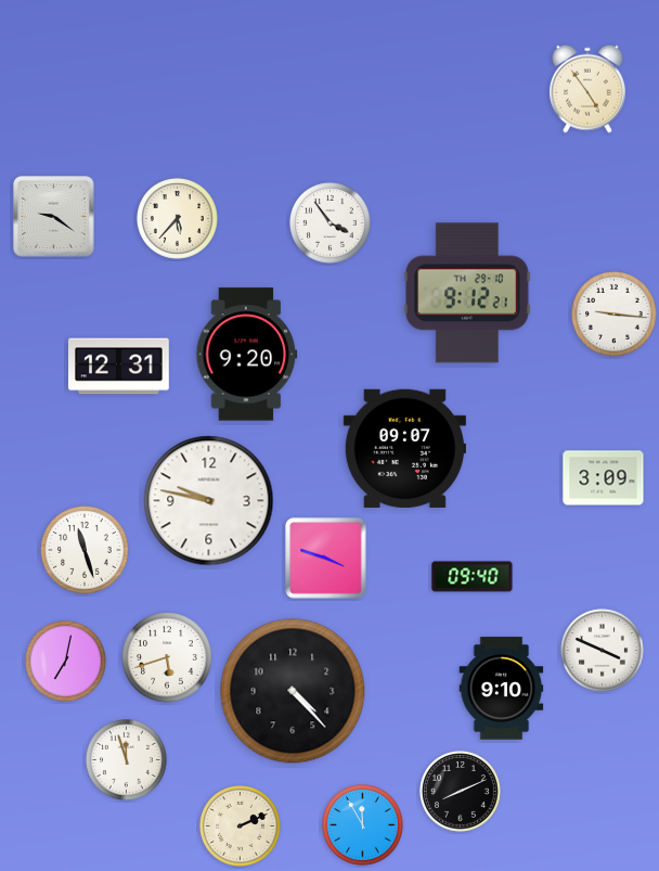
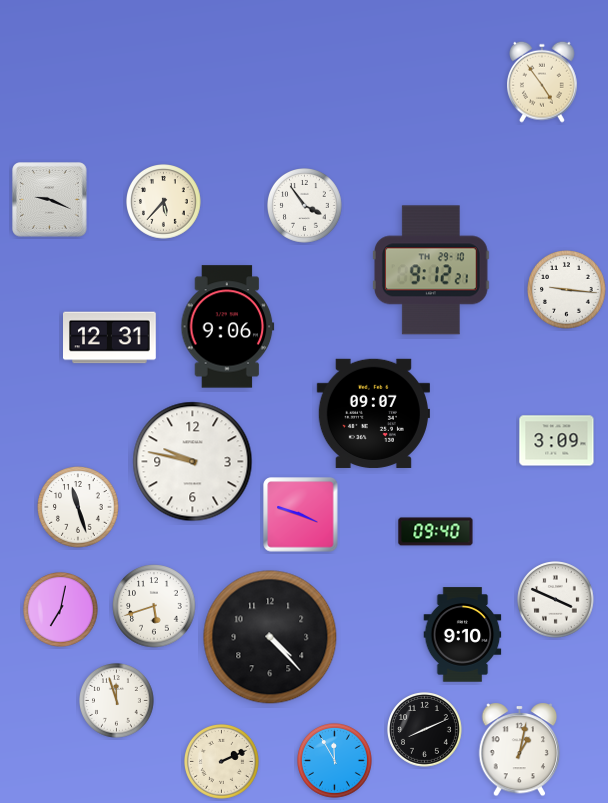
clock at (54, 217): 9:21 -> 9:19
clock at (247, 355): 9:20 -> 9:06
clock at (520, 750): none -> 1:02
